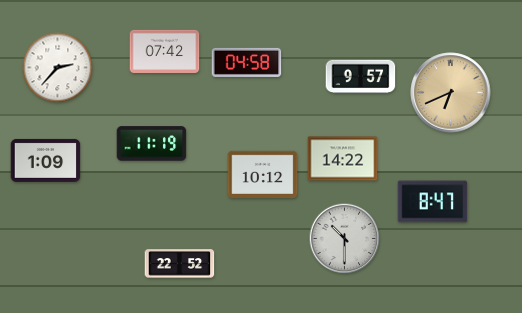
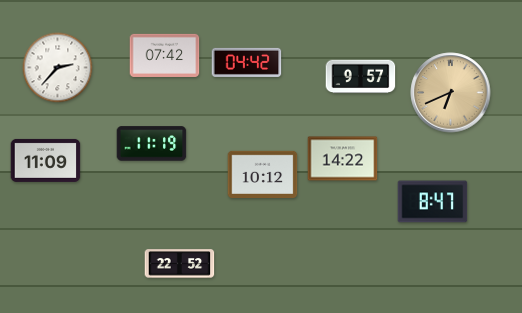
clock at (165, 51) position: (165, 51) -> (165, 55)
clock at (247, 62): 04:58 -> 04:42
clock at (46, 160): 1:09 -> 11:09
clock at (345, 239): 10:30 -> none
